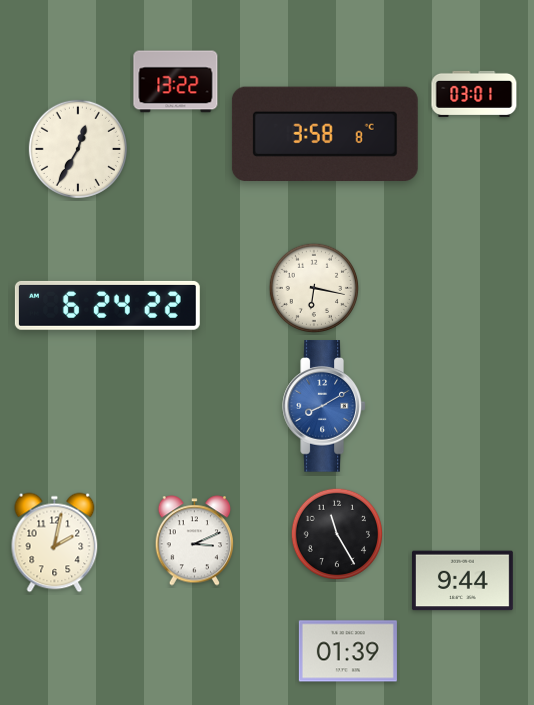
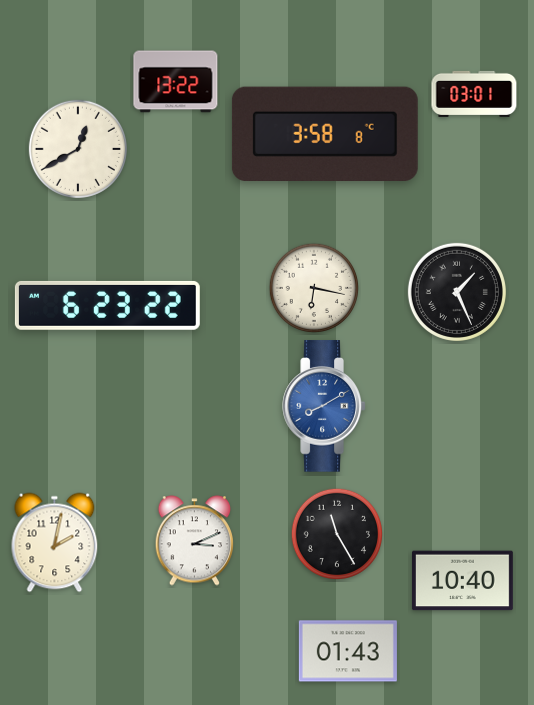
clock at (78, 149): 12:35 -> 12:40
clock at (457, 292): none -> 1:26
clock at (107, 305): 6:24 -> 6:23
clock at (462, 581): 9:44 -> 10:40
clock at (348, 651): 01:39 -> 01:43
